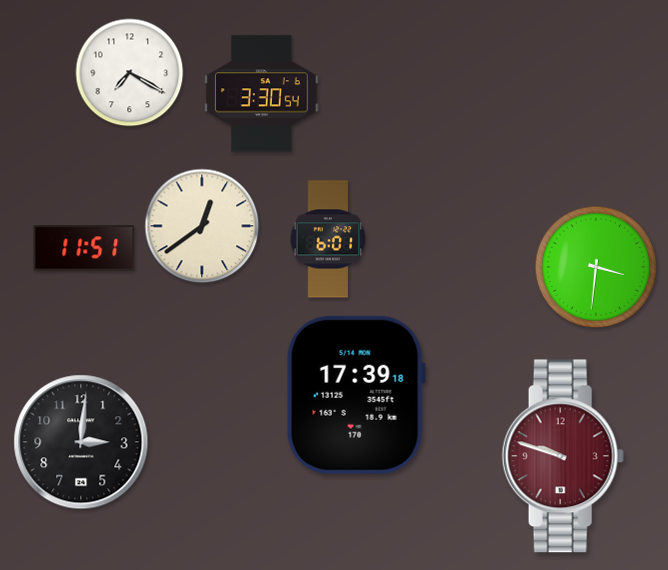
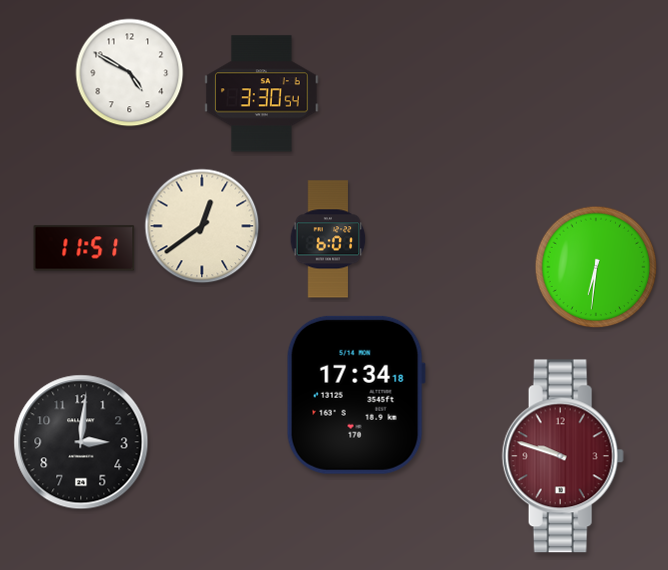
clock at (130, 73): 7:20 -> 4:50
clock at (596, 267): 3:31 -> 6:31
clock at (356, 395): 17:39 -> 17:34
